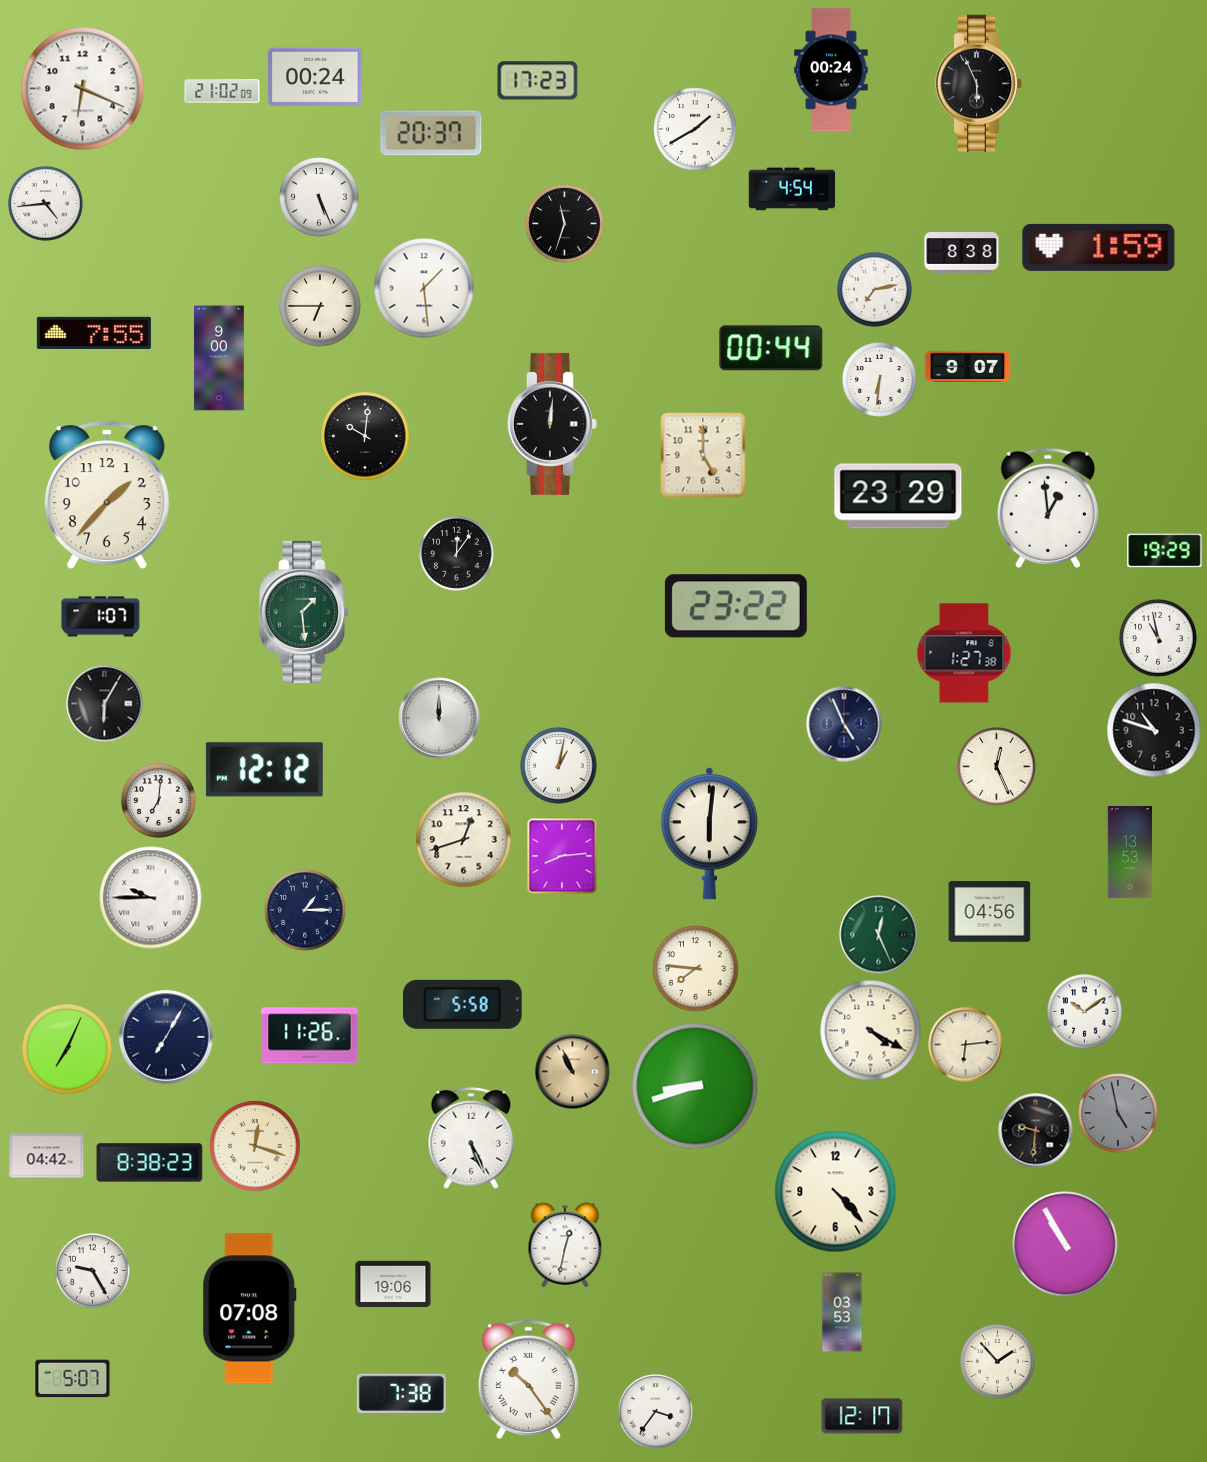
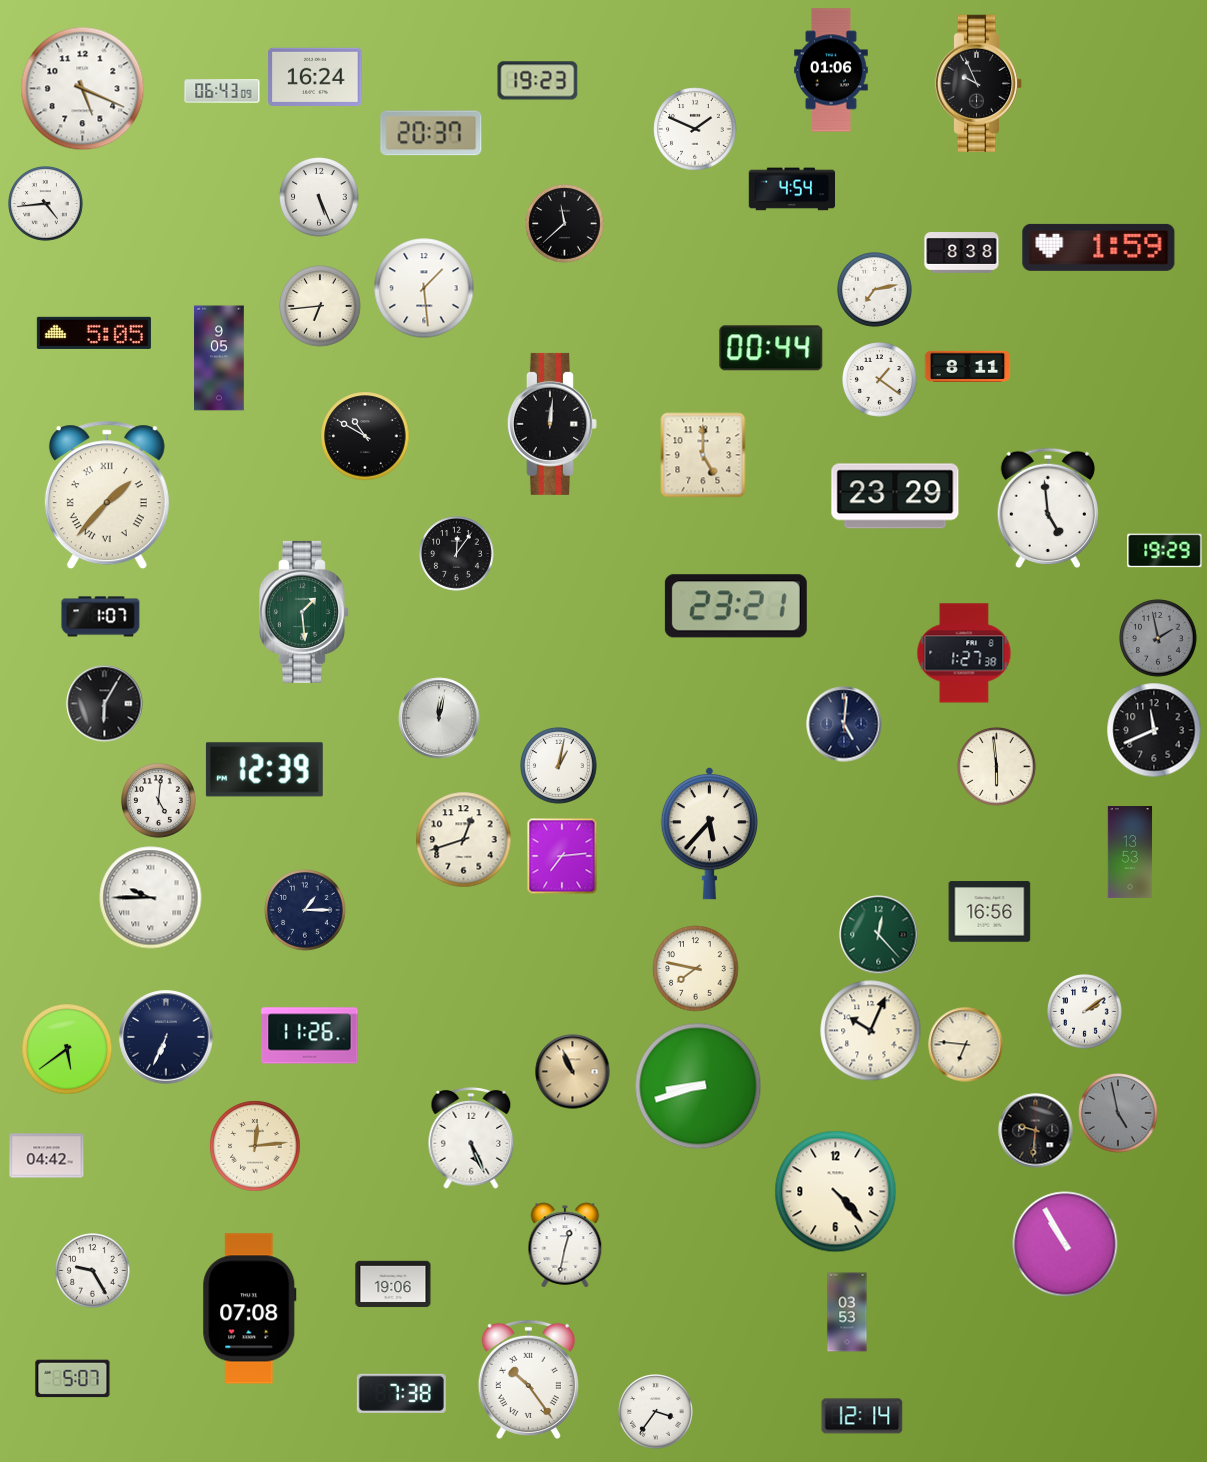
clock at (831, 70): 00:24 -> 01:06
clock at (315, 76): 00:24 -> 16:24
clock at (538, 81): 17:23 -> 19:23
clock at (979, 83): 5:56 -> 9:56
clock at (83, 89): 6:19 -> 5:19
clock at (222, 91): 21:02 -> 06:43
clock at (695, 129): 1:40 -> 1:49
clock at (565, 224): 11:33 -> 11:38
clock at (320, 306): 6:45 -> 6:44
clock at (94, 333): 7:55 -> 5:05
clock at (219, 358): 9:00 -> 9:05
clock at (968, 366): 9:07 -> 8:11
clock at (880, 380): 6:31 -> 1:21
clock at (365, 436): 10:01 -> 10:50
clock at (107, 495) numerals: Arabic -> Roman
clock at (898, 496) position: (898, 496) -> (895, 496)
clock at (1048, 508): 12:59 -> 4:59
clock at (736, 606): 23:22 -> 23:21
clock at (1158, 638): 10:58 -> 1:58
clock at (1158, 638) dial: white -> grey
clock at (439, 718): 12:00 -> 12:02
clock at (844, 724): 4:56 -> 5:01
clock at (1154, 730): 10:48 -> 11:41
clock at (997, 767): 12:26 -> 5:59
clock at (264, 770): 12:12 -> 12:39
clock at (159, 801): 7:01 -> 5:01
clock at (709, 833): 6:01 -> 5:37
clock at (562, 856): 8:14 -> 7:14
clock at (990, 912): 04:56 -> 16:56
clock at (879, 935): 12:26 -> 12:23
clock at (696, 969): 7:46 -> 7:47
clock at (462, 1004): 5:58 -> none
clock at (1085, 1012): 10:09 -> 2:09
clock at (871, 1031): 4:20 -> 10:04
clock at (166, 1037): 7:05 -> 6:34
clock at (966, 1045): 6:14 -> 6:46
clock at (67, 1049): 7:04 -> 5:39
clock at (695, 1086) position: (695, 1086) -> (698, 1086)
clock at (255, 1146): 12:18 -> 12:14
clock at (150, 1163): 8:38 -> none
clock at (842, 1312) position: (842, 1312) -> (847, 1312)
clock at (998, 1362): 1:53 -> none
clock at (862, 1416): 12:17 -> 12:14
